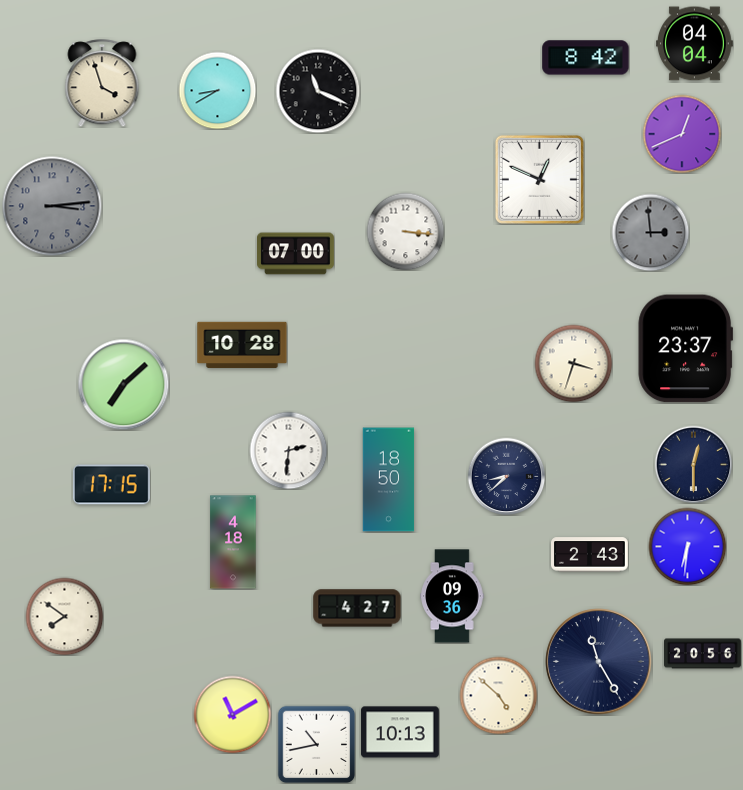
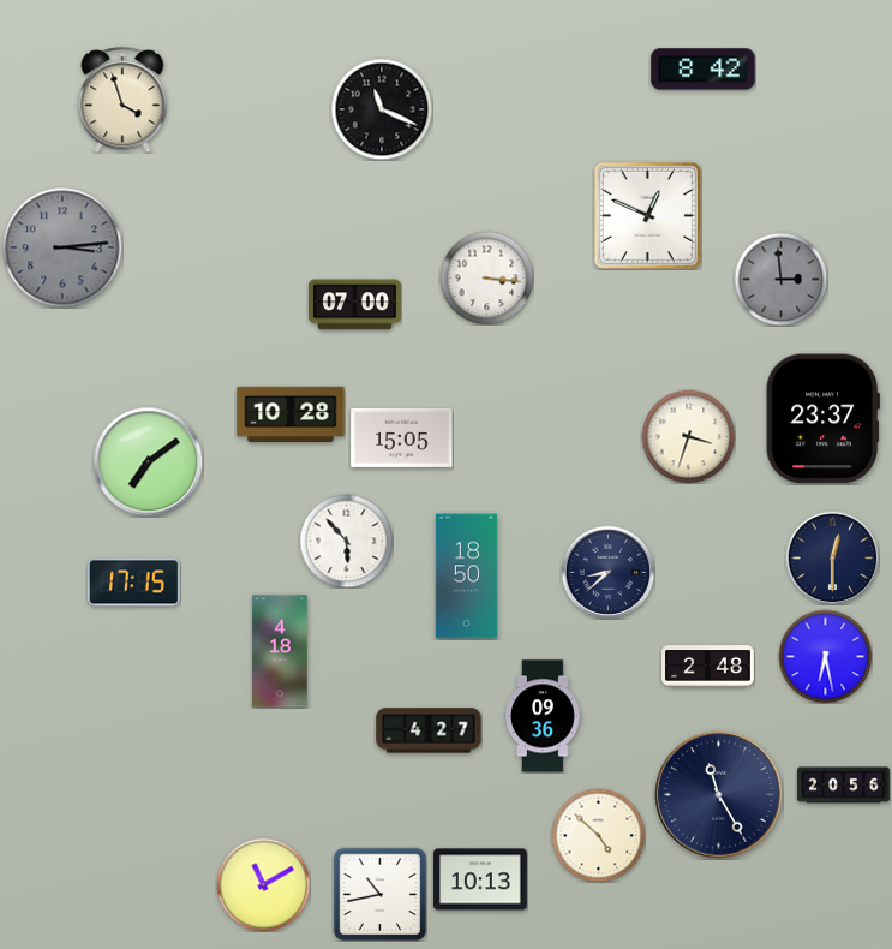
clock at (695, 44): 04:04 -> none
clock at (217, 90): 8:40 -> none
clock at (682, 134): 12:41 -> none
clock at (402, 437): none -> 15:05
clock at (123, 384): 7:08 -> 7:09
clock at (288, 450): 2:31 -> 5:53
clock at (687, 546): 6:31 -> 6:28
clock at (590, 555): 2:43 -> 2:48
clock at (64, 616): 7:51 -> none
clock at (232, 714) position: (232, 714) -> (263, 884)
